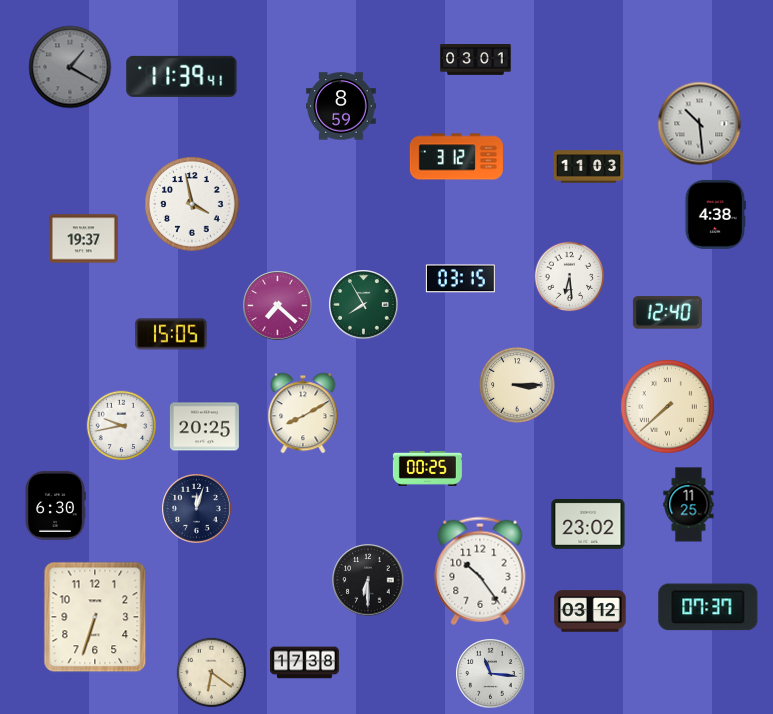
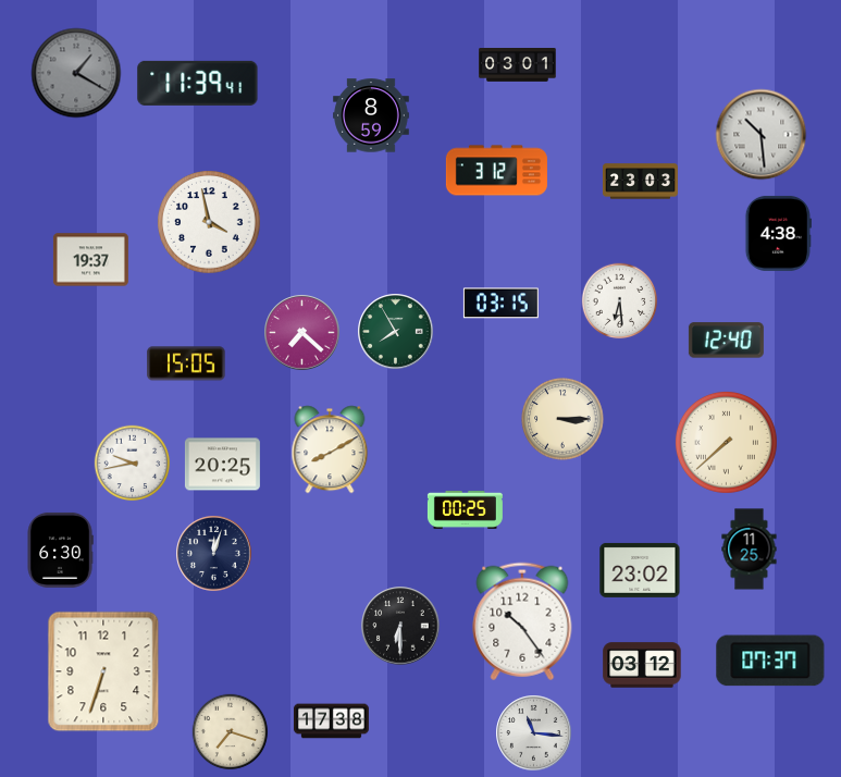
clock at (588, 167): 11:03 -> 23:03
clock at (368, 580) position: (368, 580) -> (400, 626)
clock at (212, 673): 6:21 -> 7:18
